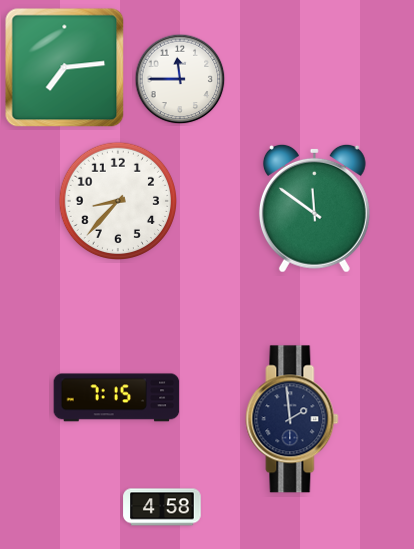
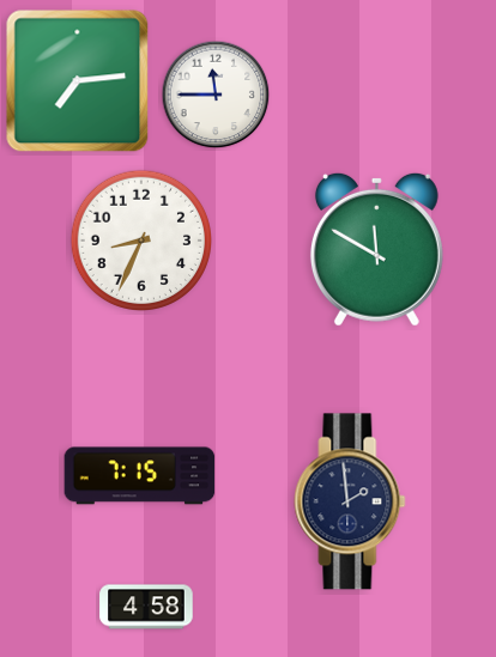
clock at (117, 200): 8:37 -> 8:34
clock at (314, 208): 11:51 -> 11:50
clock at (162, 507) position: (162, 507) -> (146, 607)
